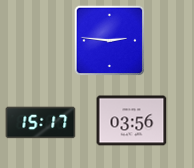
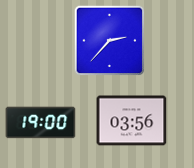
clock at (110, 41): 2:46 -> 2:37
clock at (41, 123): 15:17 -> 19:00
